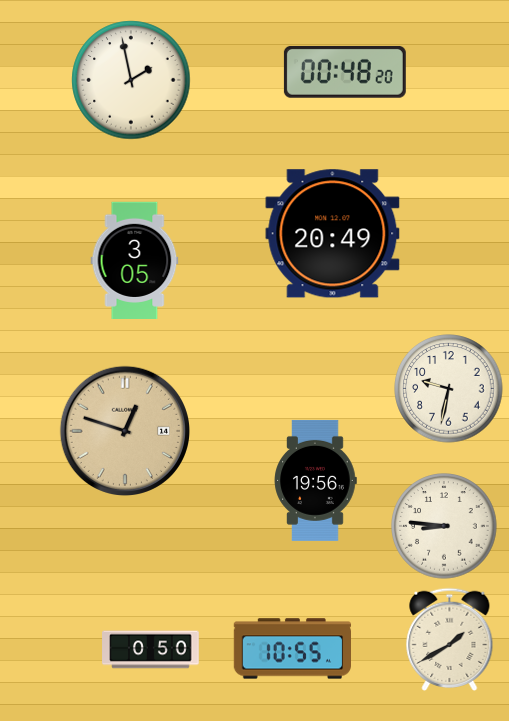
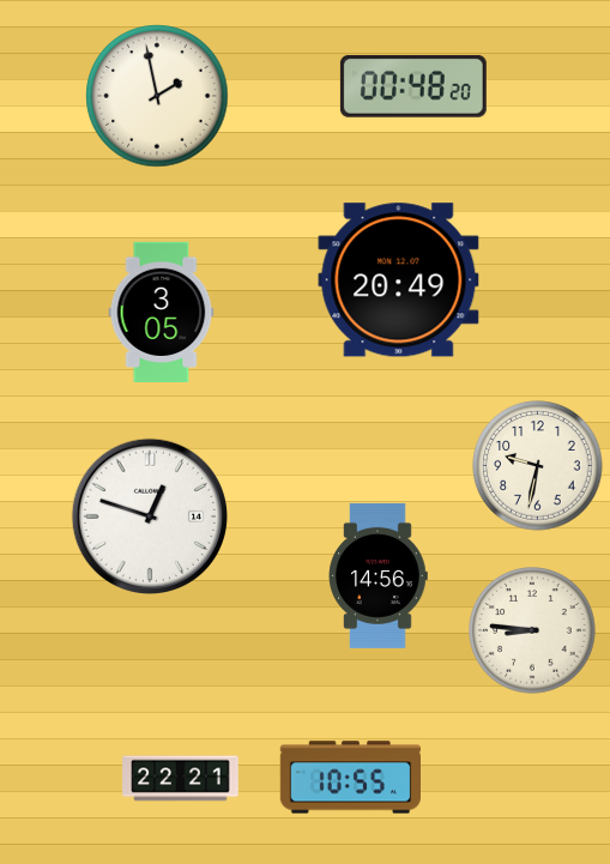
clock at (124, 430) dial: champagne -> white
clock at (315, 480): 19:56 -> 14:56
clock at (450, 639): 1:40 -> none
clock at (151, 650): 0:50 -> 22:21
